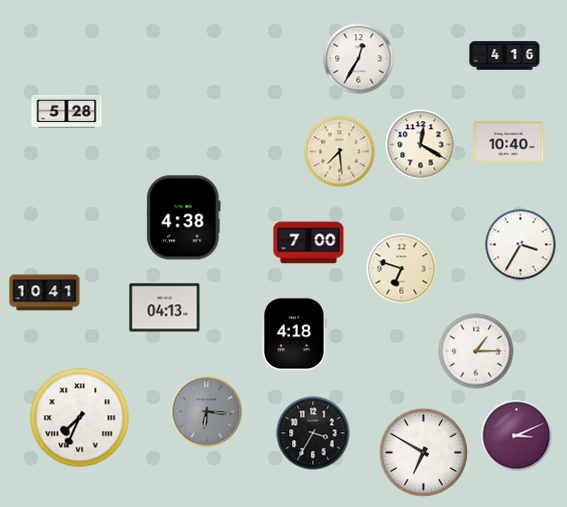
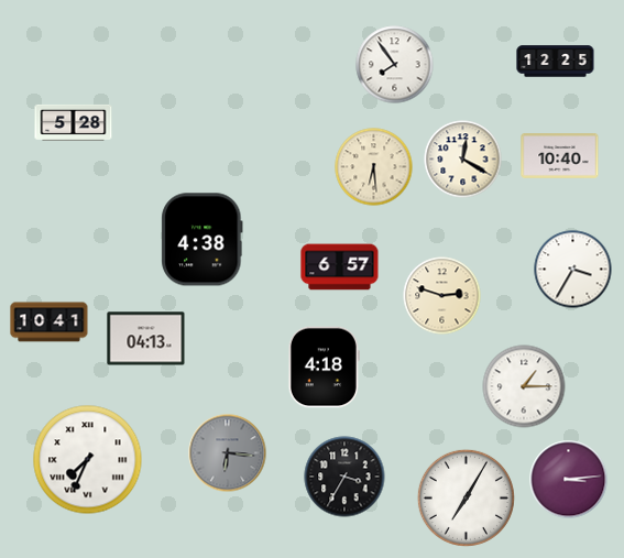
clock at (505, 56): 4:16 -> 12:25
clock at (359, 59): 12:35 -> 7:54
clock at (340, 152): 7:29 -> 6:29
clock at (309, 243): 7:00 -> 6:57
clock at (402, 269): 6:48 -> 2:48
clock at (165, 308) position: (165, 308) -> (146, 339)
clock at (517, 436): 3:11 -> 3:14
clock at (423, 452): 6:50 -> 7:05
